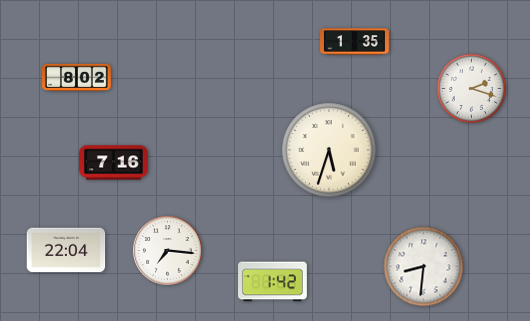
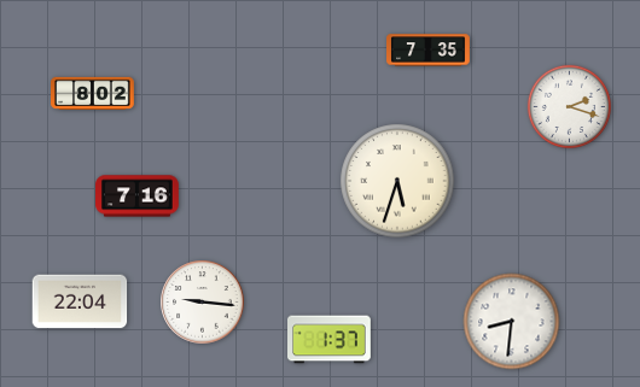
clock at (355, 42): 1:35 -> 7:35
clock at (168, 251): 7:16 -> 9:16
clock at (273, 282): 1:42 -> 1:37
